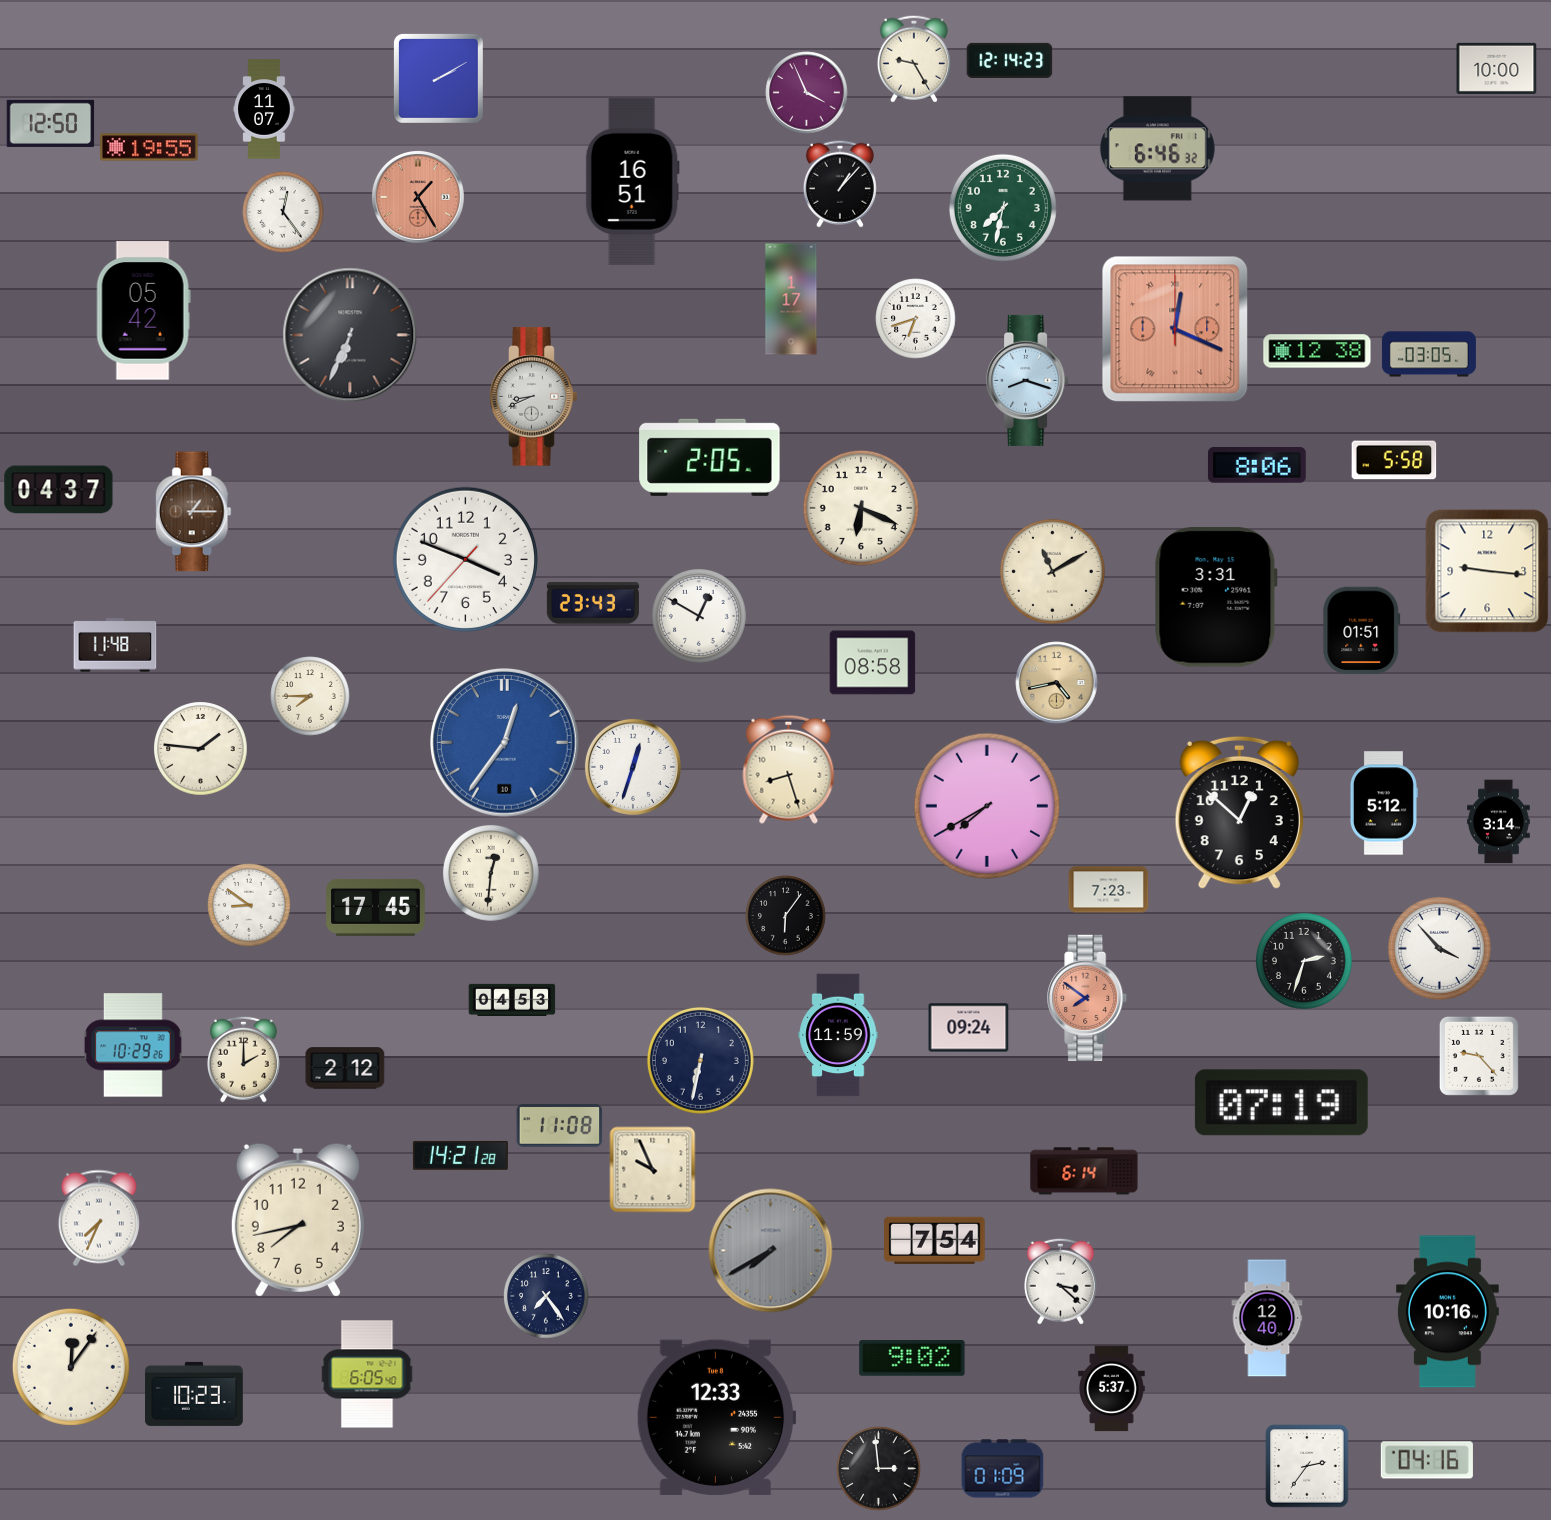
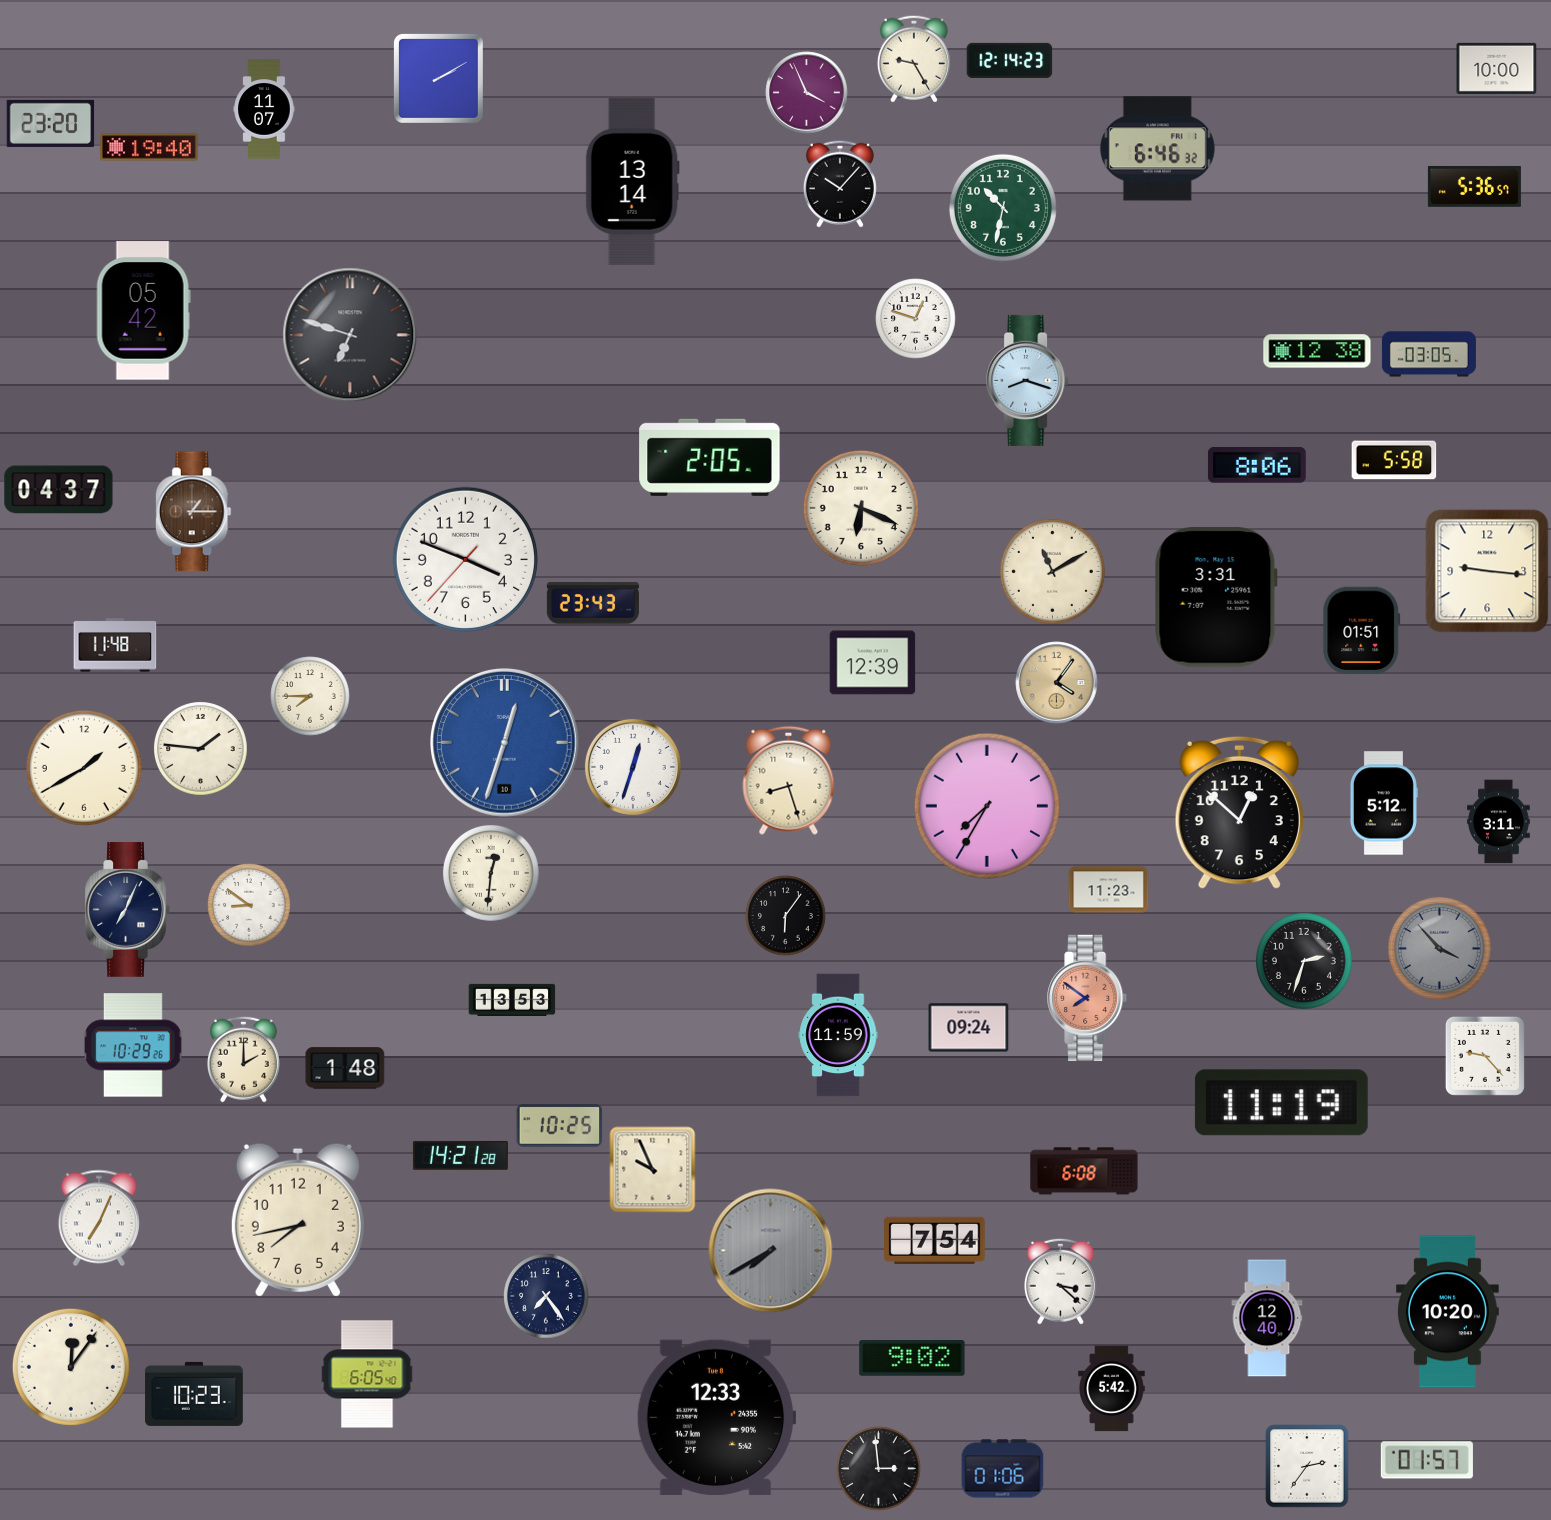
clock at (51, 123): 12:50 -> 23:20
clock at (149, 147): 19:55 -> 19:40
clock at (632, 181): 16:51 -> 13:14
clock at (840, 184): 1:07 -> 10:07
clock at (1474, 186): none -> 5:36
clock at (418, 197): 1:25 -> none
clock at (1003, 208): 7:32 -> 10:32
clock at (283, 212): 12:24 -> none
clock at (791, 299): 1:17 -> none
clock at (916, 319): 6:42 -> 12:48
clock at (1175, 329): 12:19 -> none
clock at (350, 335): 6:34 -> 6:48
clock at (534, 397): 8:41 -> none
clock at (700, 617): 12:50 -> none
clock at (873, 663): 08:58 -> 12:39
clock at (1057, 683): 4:43 -> 4:06
clock at (505, 743): 12:36 -> 12:33
clock at (84, 768): none -> 1:40
clock at (789, 769) position: (789, 769) -> (789, 780)
clock at (987, 806): 7:40 -> 7:35
clock at (1499, 822): 3:14 -> 3:11
clock at (1109, 890): 7:23 -> 11:23
clock at (376, 907): 17:45 -> none
clock at (127, 909): none -> 7:04
clock at (1439, 948) dial: white -> grey
clock at (512, 1000): 04:53 -> 13:53
clock at (1479, 1056) position: (1479, 1056) -> (1485, 1056)
clock at (700, 1060): 6:32 -> none
clock at (345, 1068): 2:12 -> 1:48
clock at (1281, 1103): 07:19 -> 11:19
clock at (560, 1126): 11:08 -> 10:25
clock at (1084, 1171): 6:14 -> 6:08
clock at (99, 1218): 7:34 -> 7:04
clock at (1447, 1312): 10:16 -> 10:20
clock at (1112, 1389): 5:37 -> 5:42
clock at (1427, 1460): 04:16 -> 01:57
clock at (1003, 1469): 01:09 -> 01:06
